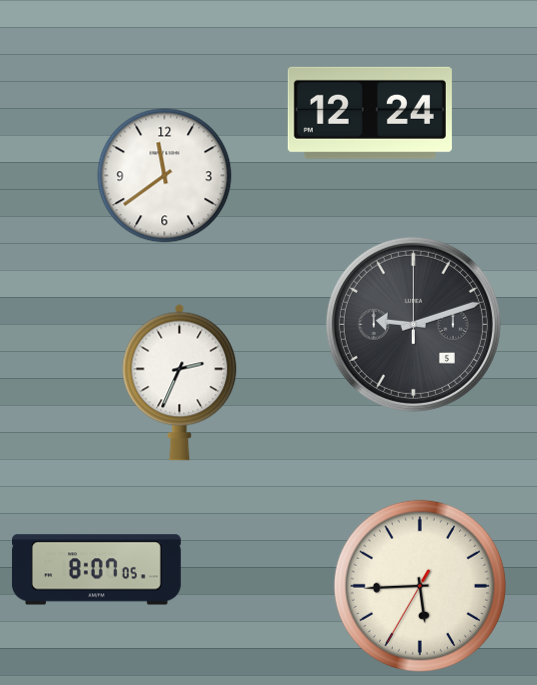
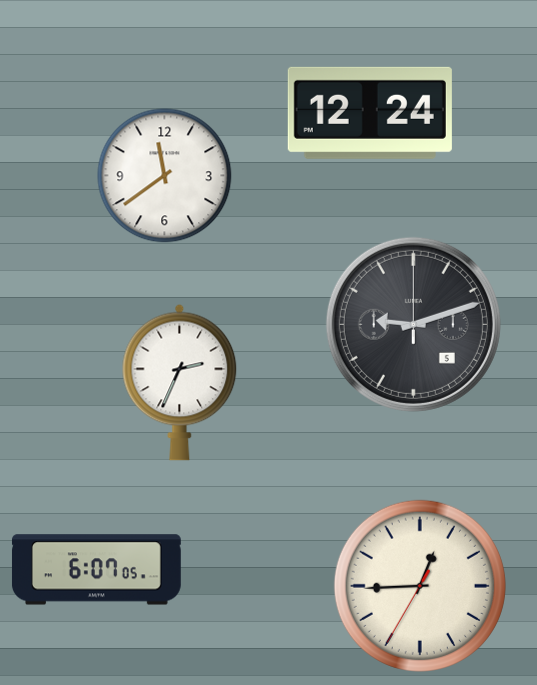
clock at (97, 570): 8:07 -> 6:07
clock at (420, 586): 5:44 -> 12:44
